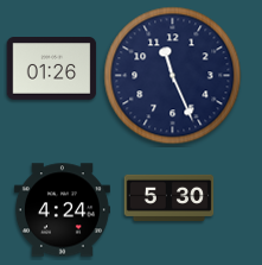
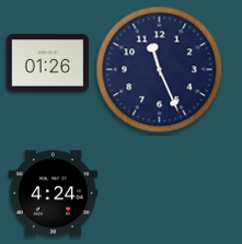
clock at (170, 197): 5:30 -> none
clock at (62, 210) position: (62, 210) -> (53, 194)
